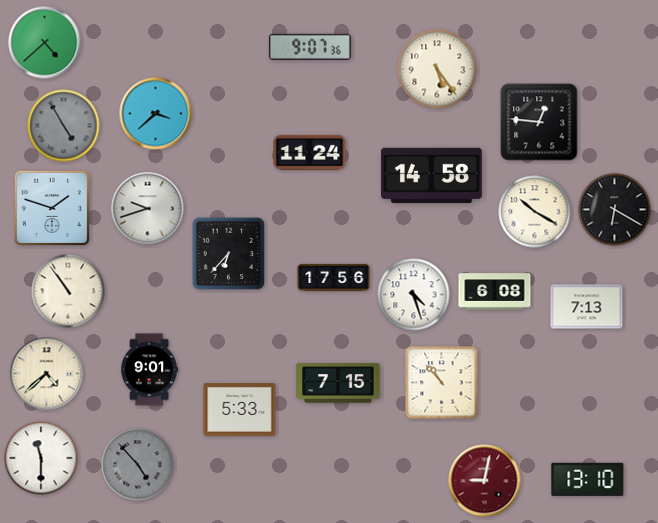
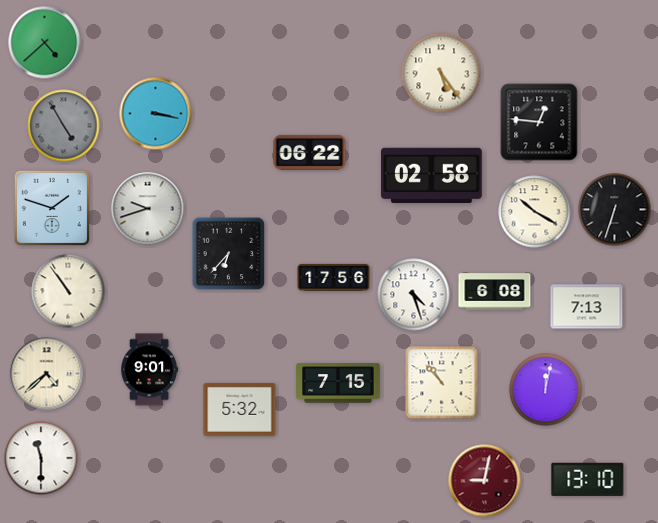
clock at (310, 47): 9:07 -> none
clock at (437, 69) position: (437, 69) -> (441, 73)
clock at (156, 114): 3:38 -> 3:17
clock at (310, 152): 11:24 -> 06:22
clock at (432, 175): 14:58 -> 02:58
clock at (615, 210): 6:20 -> 6:33
clock at (546, 390): none -> 12:02
clock at (240, 410): 5:33 -> 5:32
clock at (138, 465): 4:53 -> none
